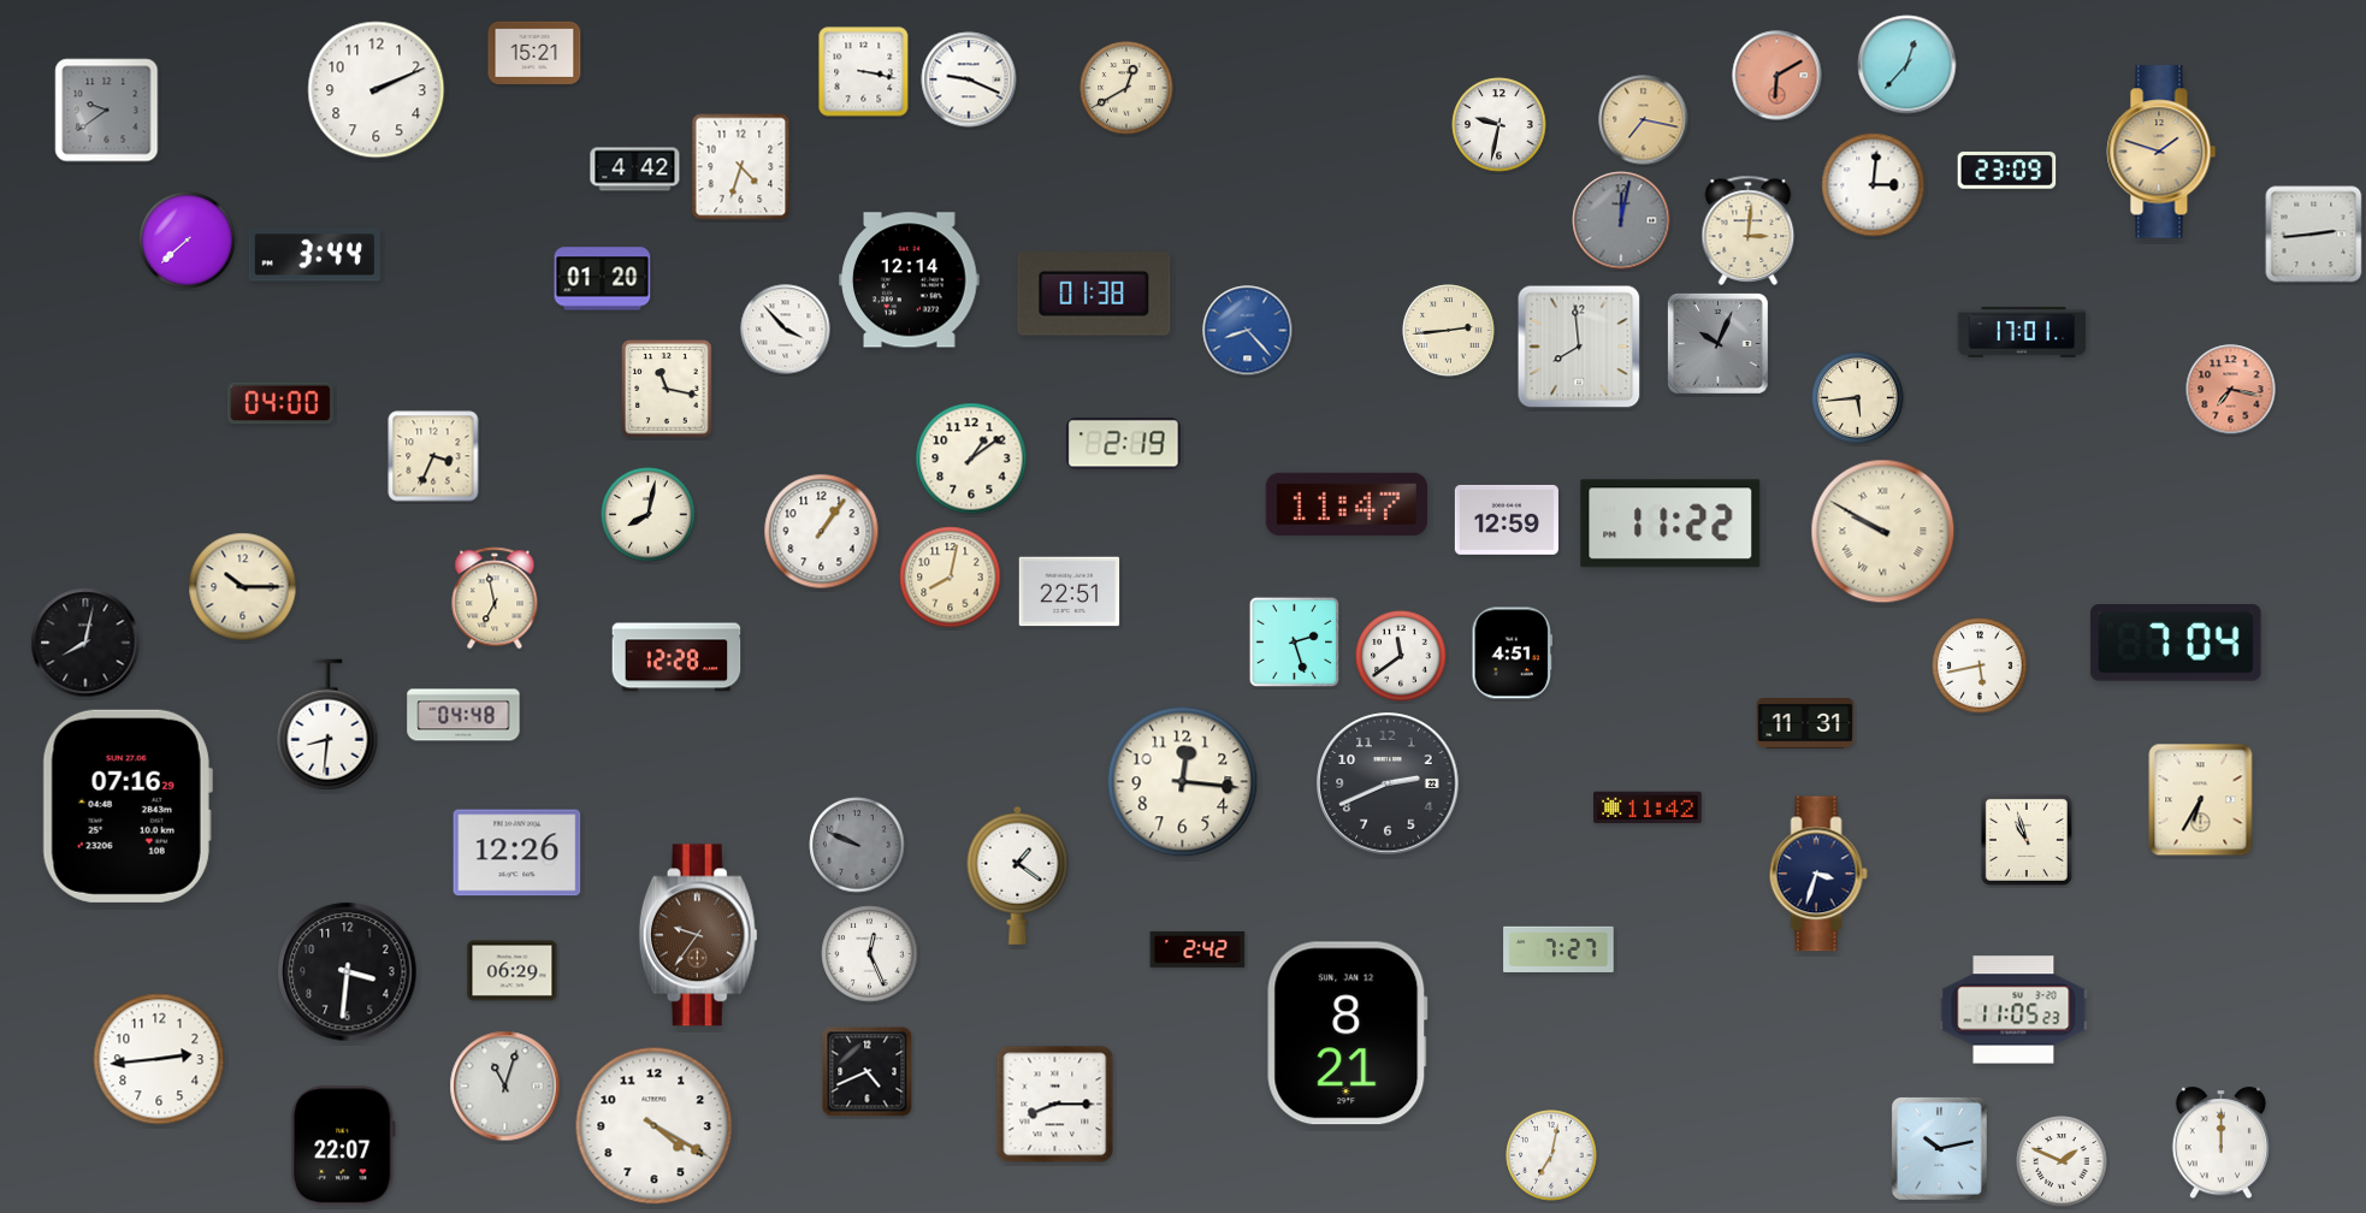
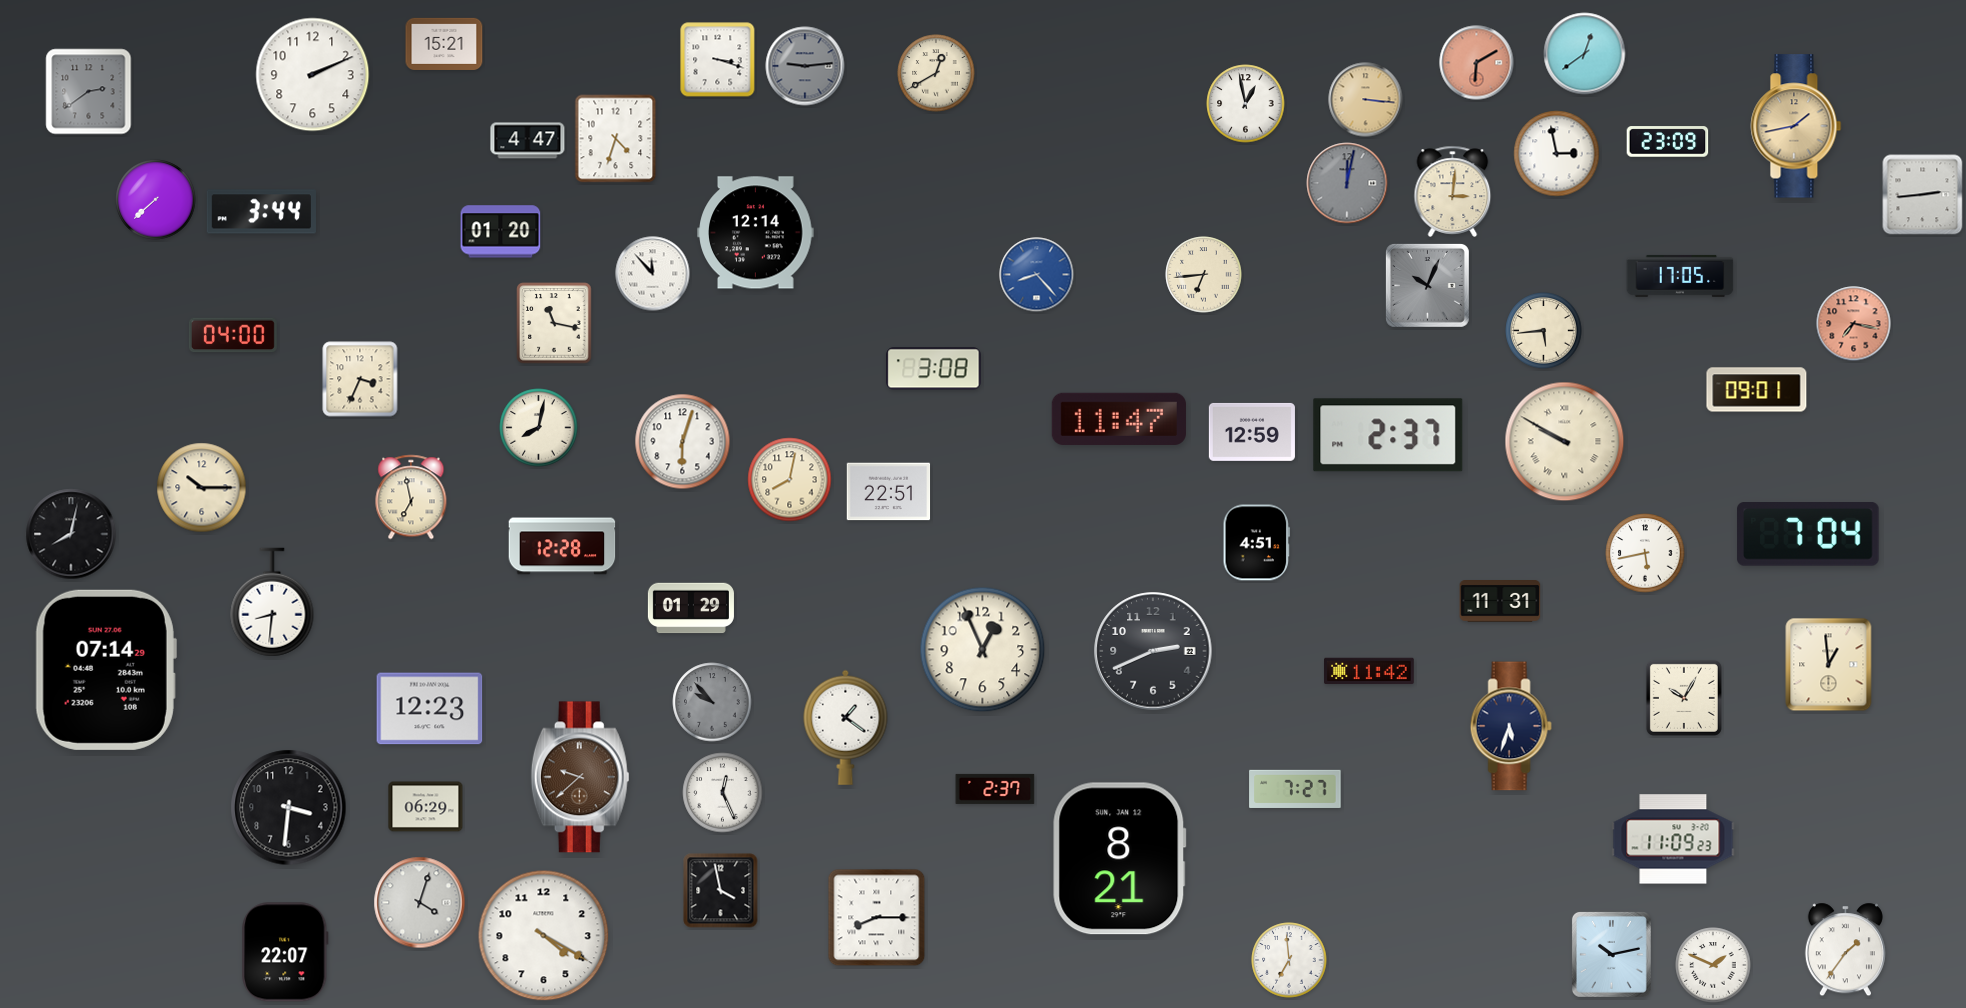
clock at (1907, 65): 12:37 -> 12:39
clock at (864, 72): 3:17 -> 3:18
clock at (969, 79): 9:19 -> 9:14
clock at (969, 79) dial: white -> grey
clock at (107, 111): 9:39 -> 2:39
clock at (1644, 120): 7:17 -> 3:16
clock at (1500, 125): 9:32 -> 12:58
clock at (2161, 152): 1:48 -> 1:43
clock at (635, 170): 4:42 -> 4:47
clock at (1874, 185): 3:01 -> 2:58
clock at (1094, 295): 01:38 -> none
clock at (786, 330): 3:53 -> 11:53
clock at (1449, 331): 2:44 -> 6:44
clock at (2022, 332): 17:01 -> 17:05
clock at (1579, 347): 7:59 -> none
clock at (1124, 444): 2:19 -> 3:08
clock at (971, 458): 1:09 -> none
clock at (1757, 390): none -> 09:01
clock at (1670, 523): 11:22 -> 2:37
clock at (822, 532): 1:06 -> 6:03
clock at (1295, 643): 2:27 -> none
clock at (1401, 656): 11:39 -> none
clock at (463, 715): 04:48 -> none
clock at (691, 608): none -> 01:29
clock at (1183, 782): 12:16 -> 12:56
clock at (2201, 800): 6:35 -> 12:59
clock at (128, 806): 07:16 -> 07:14
clock at (2027, 840): 10:57 -> 10:05
clock at (857, 845): 9:49 -> 9:53
clock at (517, 853): 12:26 -> 12:23
clock at (1818, 874): 3:33 -> 5:33
clock at (698, 935): 9:36 -> 9:38
clock at (1197, 949): 2:42 -> 2:37
clock at (2013, 1010): 11:05 -> 11:09
clock at (159, 1059): 2:44 -> none
clock at (868, 1072): 4:41 -> 3:58
clock at (505, 1087): 11:03 -> 4:03
clock at (2220, 1143): 12:00 -> 1:36
clock at (1551, 1155): 7:02 -> 6:59
